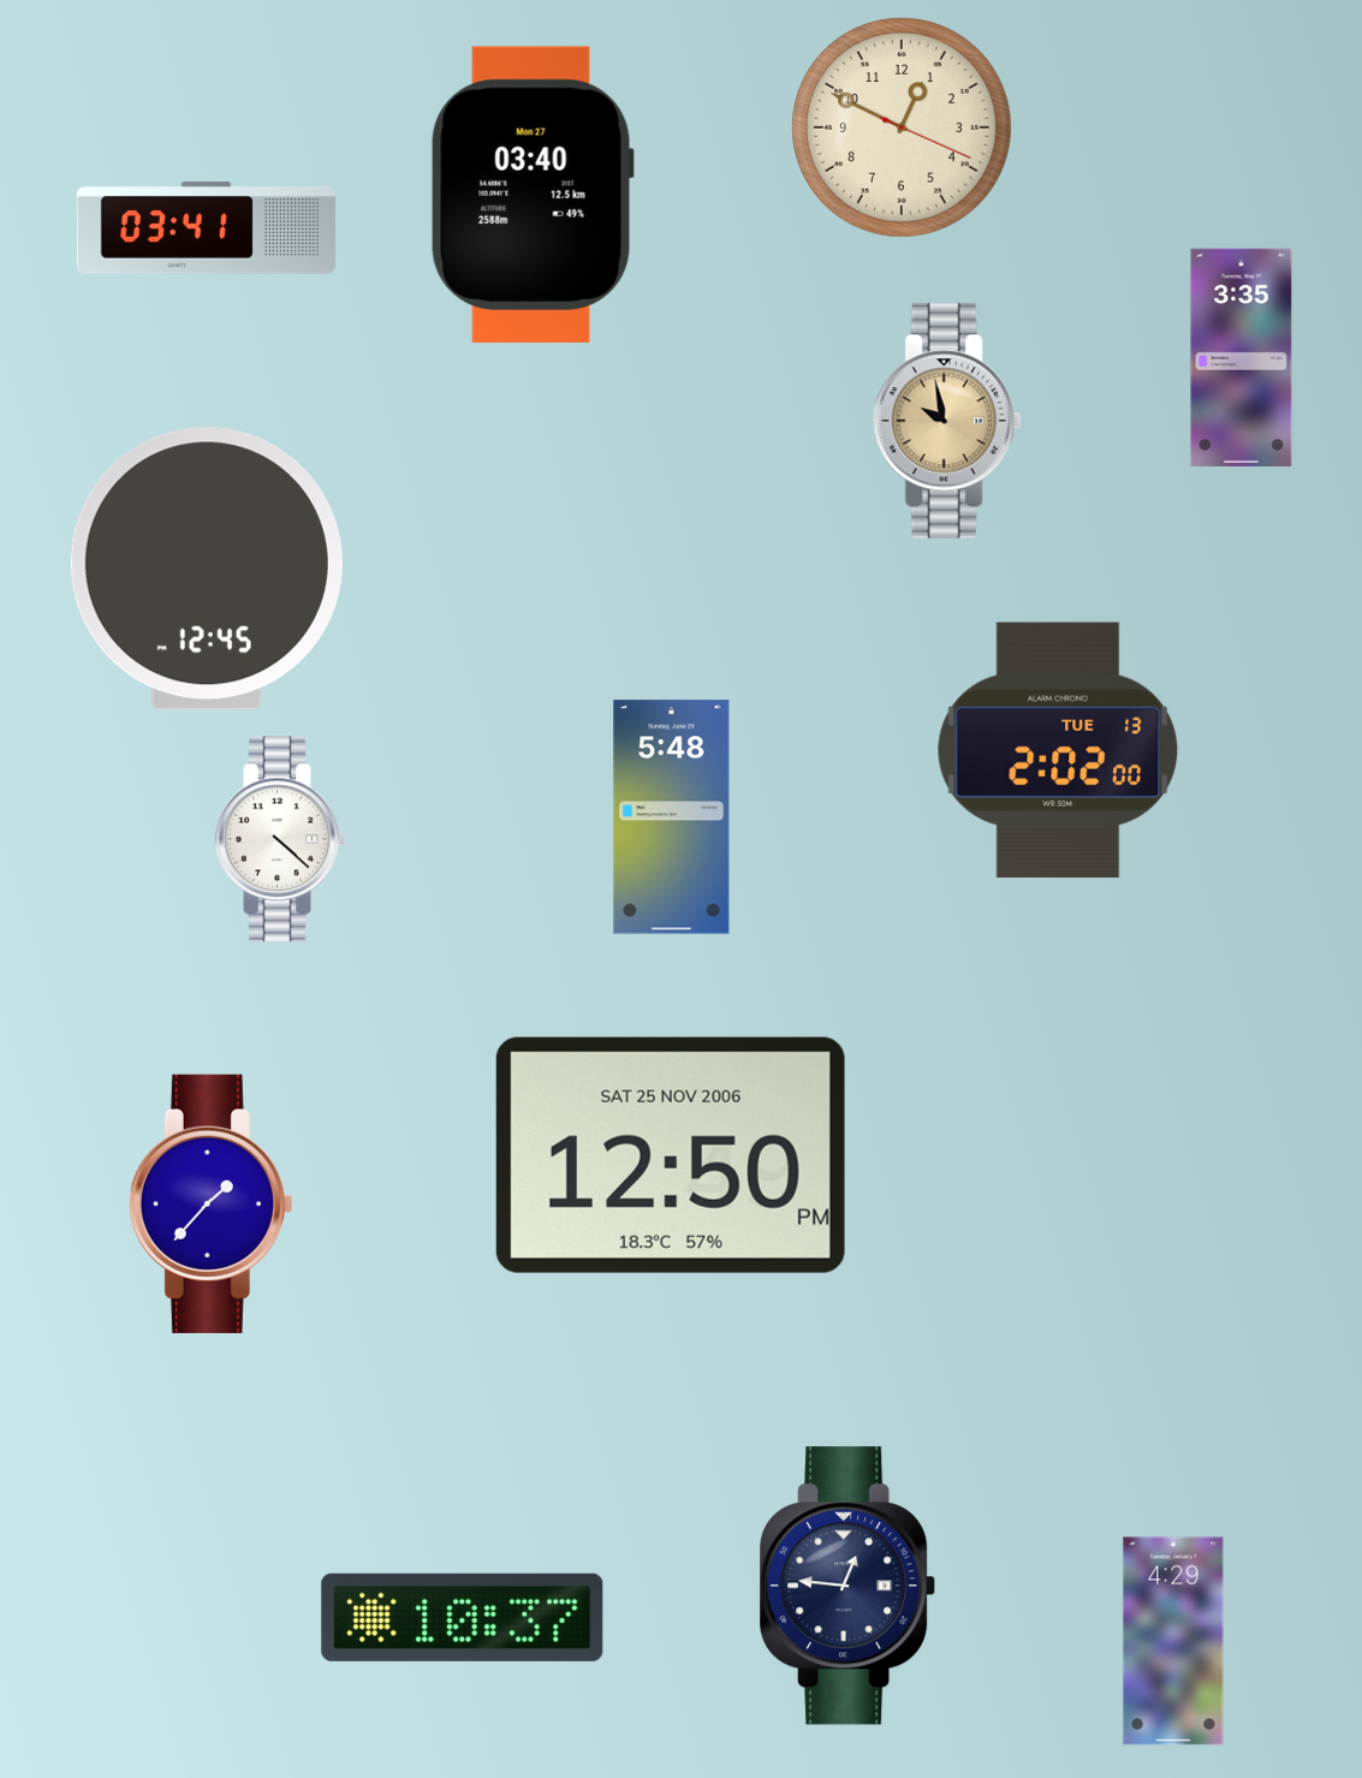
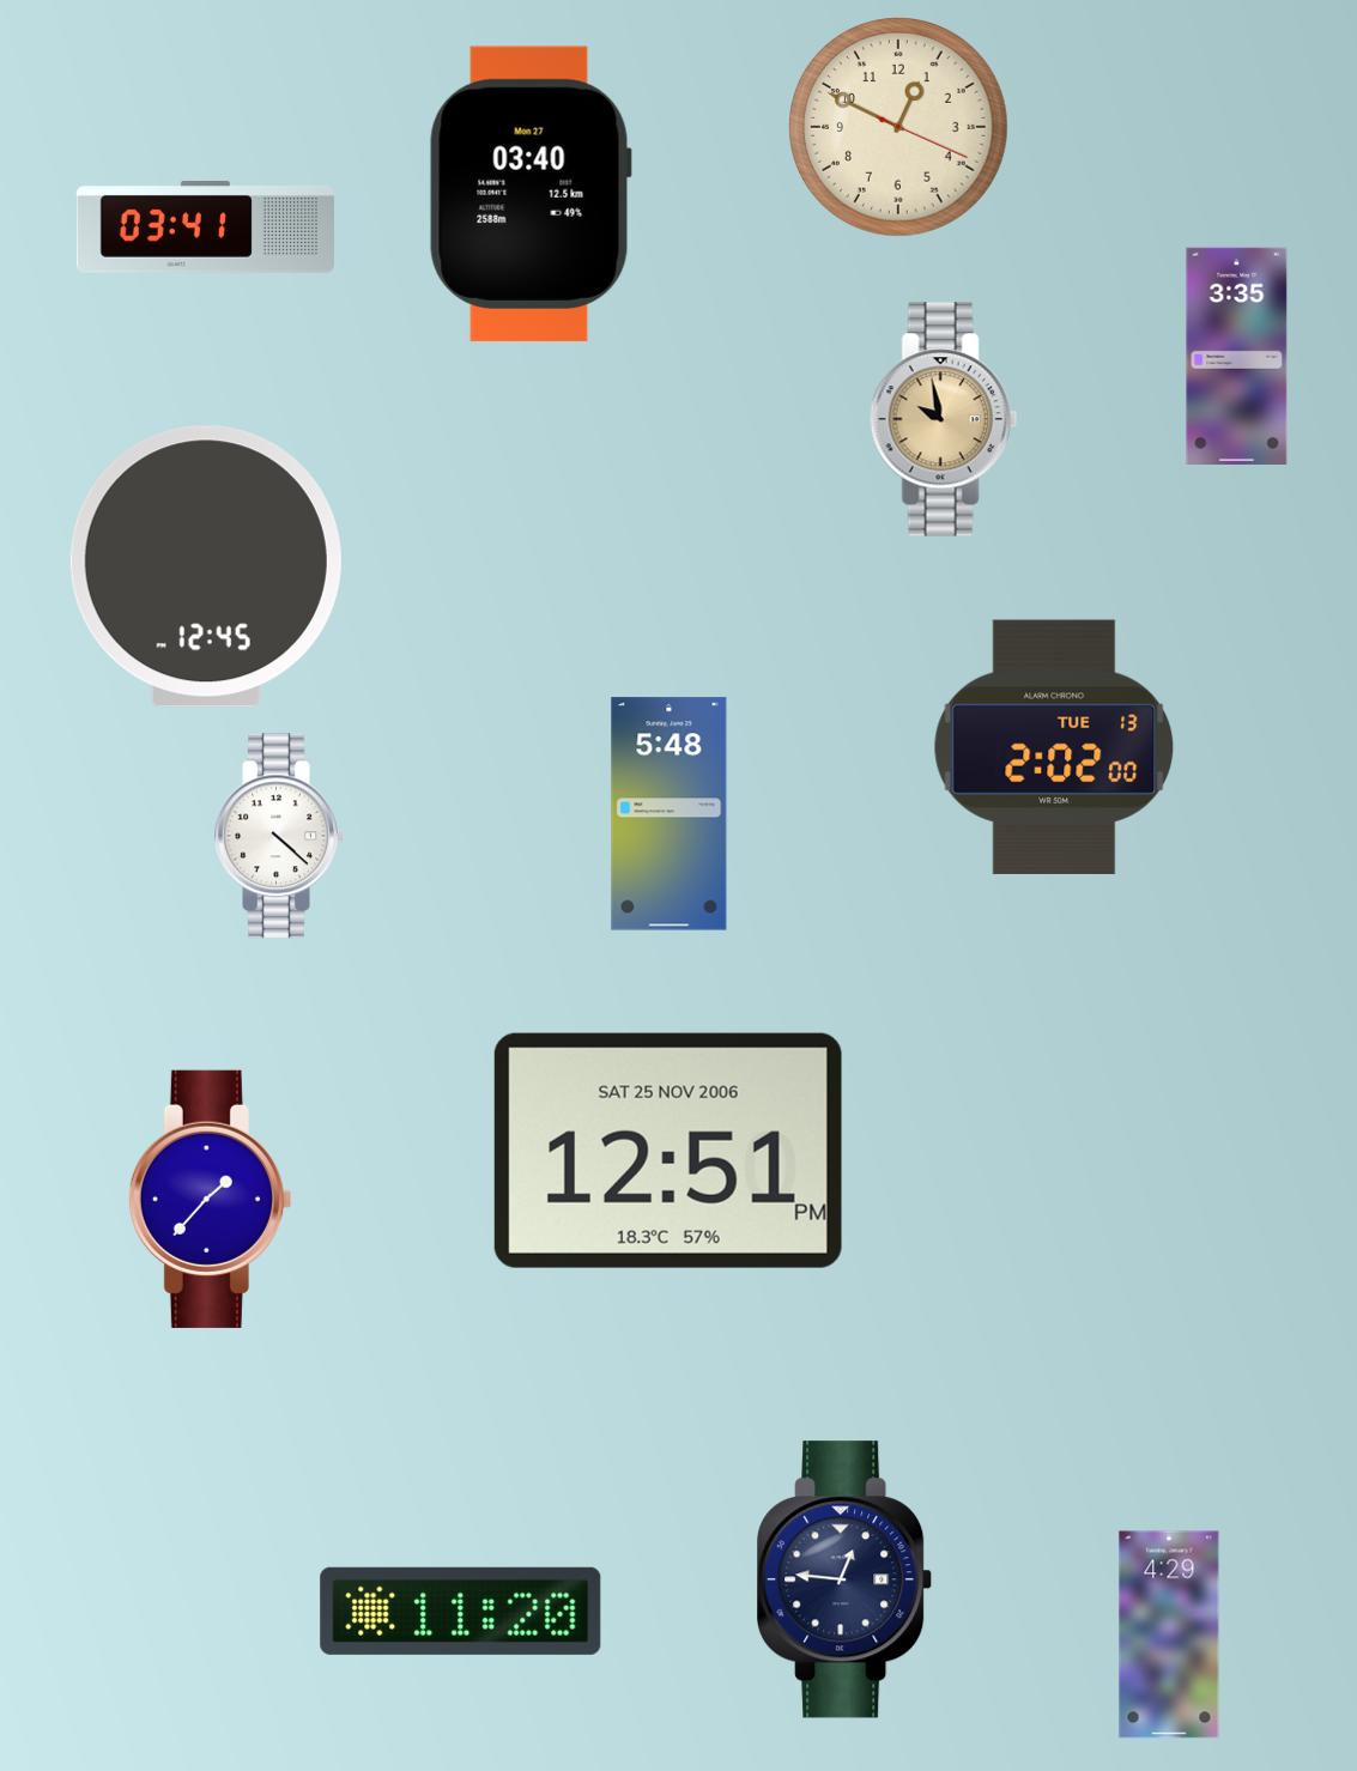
clock at (671, 1155): 12:50 -> 12:51
clock at (463, 1617): 10:37 -> 11:20
